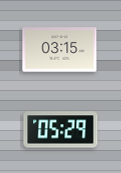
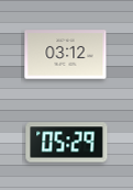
clock at (60, 50): 03:15 -> 03:12
